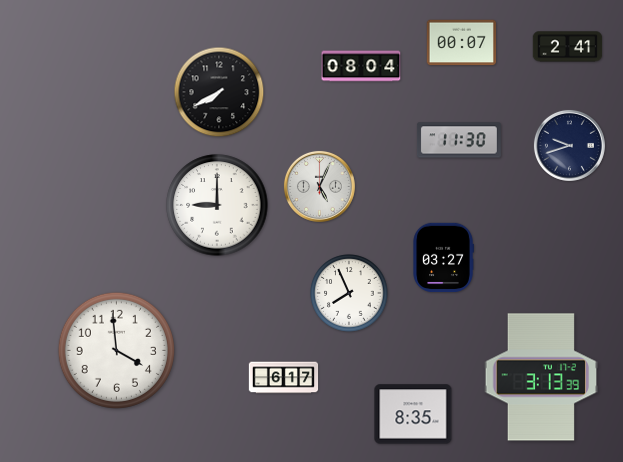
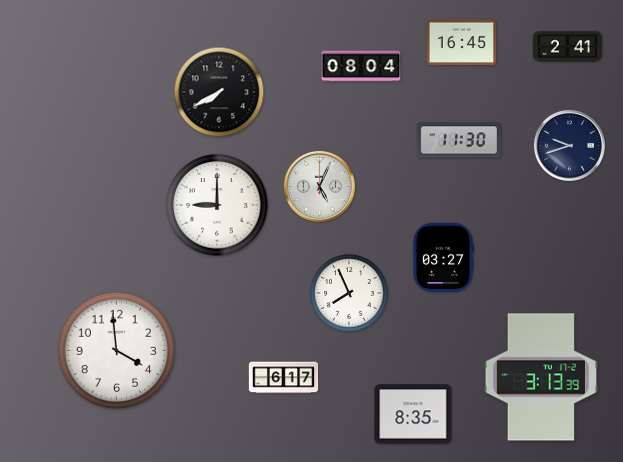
clock at (462, 43): 00:07 -> 16:45
